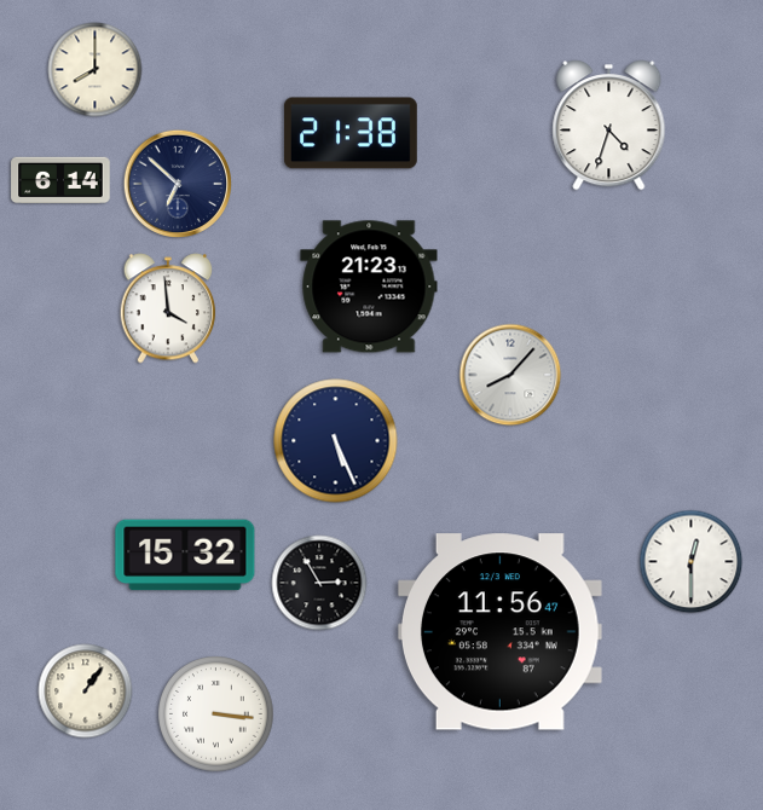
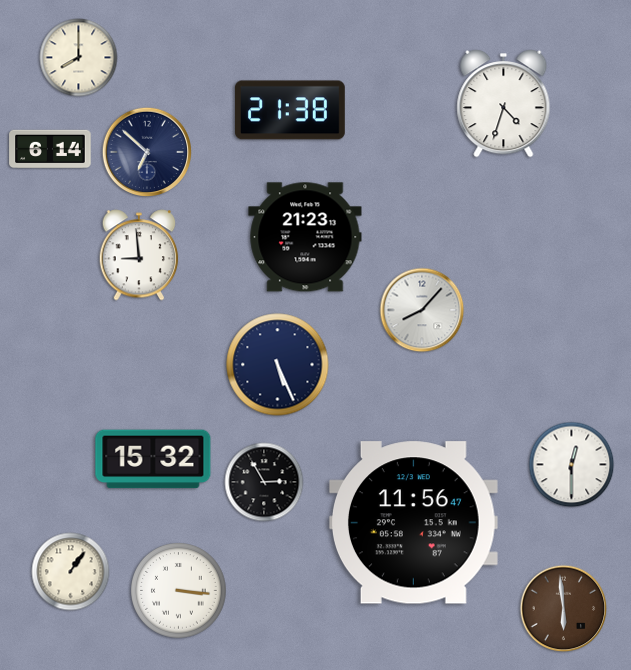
clock at (168, 308): 3:59 -> 8:59
clock at (564, 609): none -> 5:59
